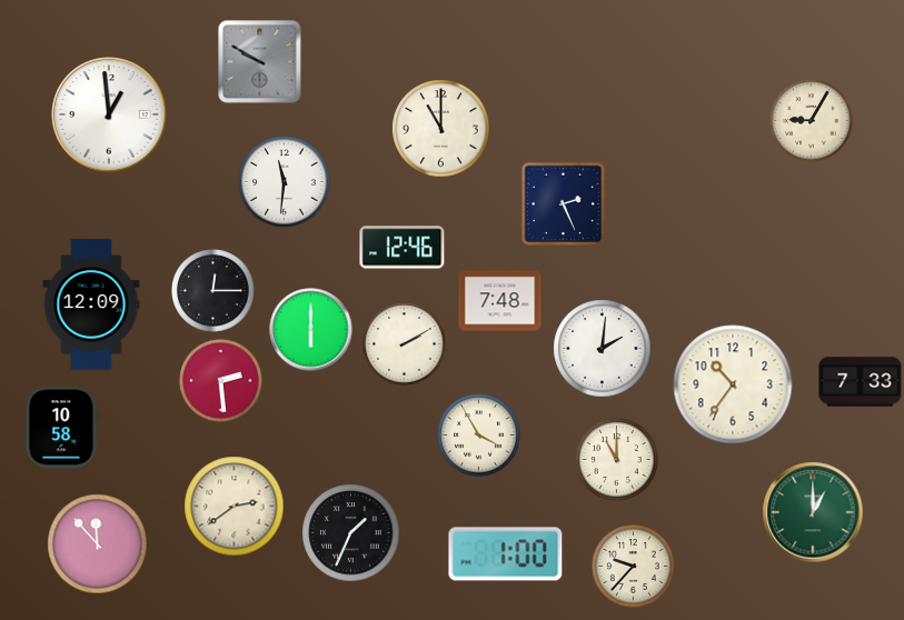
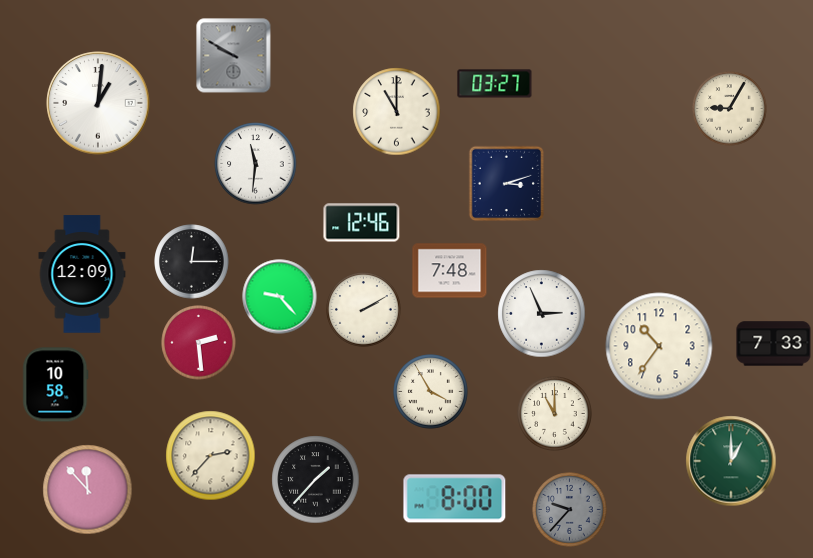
clock at (495, 84): none -> 03:27
clock at (109, 114): 12:59 -> 1:01
clock at (441, 129) position: (441, 129) -> (397, 112)
clock at (564, 204): 2:26 -> 3:12
clock at (311, 330): 6:00 -> 9:23
clock at (603, 349): 2:01 -> 2:56
clock at (235, 507): 2:39 -> 2:37
clock at (351, 533): 1:34 -> 1:37
clock at (506, 554): 1:00 -> 8:00
clock at (634, 567) dial: cream -> grey
